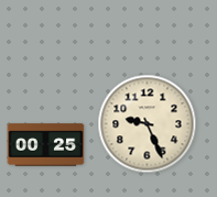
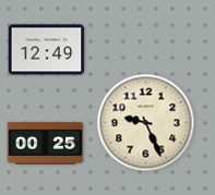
clock at (47, 50): none -> 12:49
